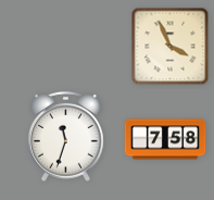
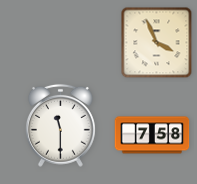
clock at (65, 136): 11:33 -> 11:30
clock at (165, 139) position: (165, 139) -> (152, 135)
